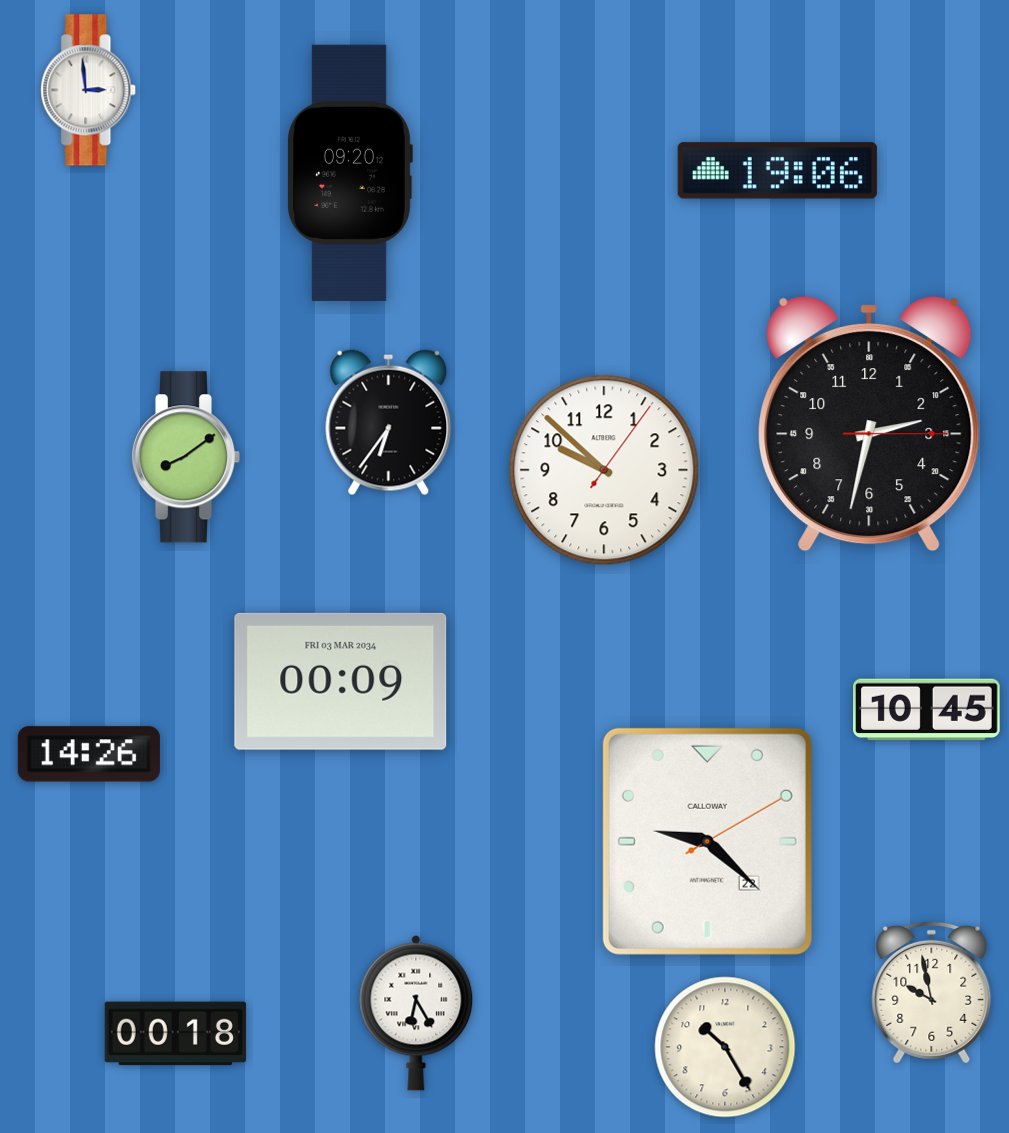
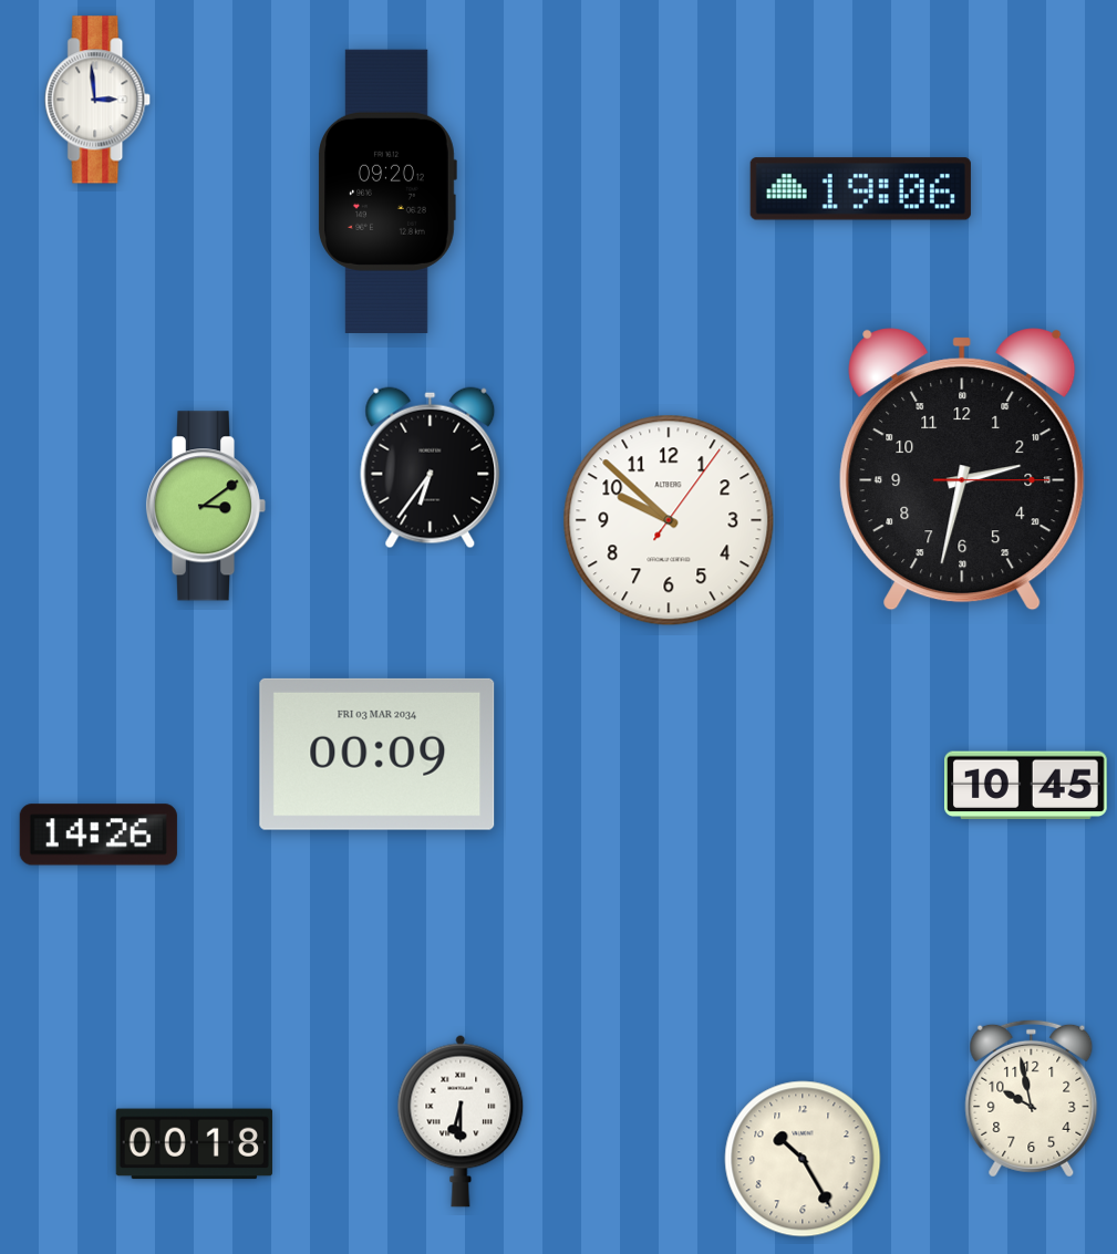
clock at (186, 457): 8:09 -> 3:09
clock at (707, 841): 9:22 -> none
clock at (416, 1013): 6:25 -> 6:30
